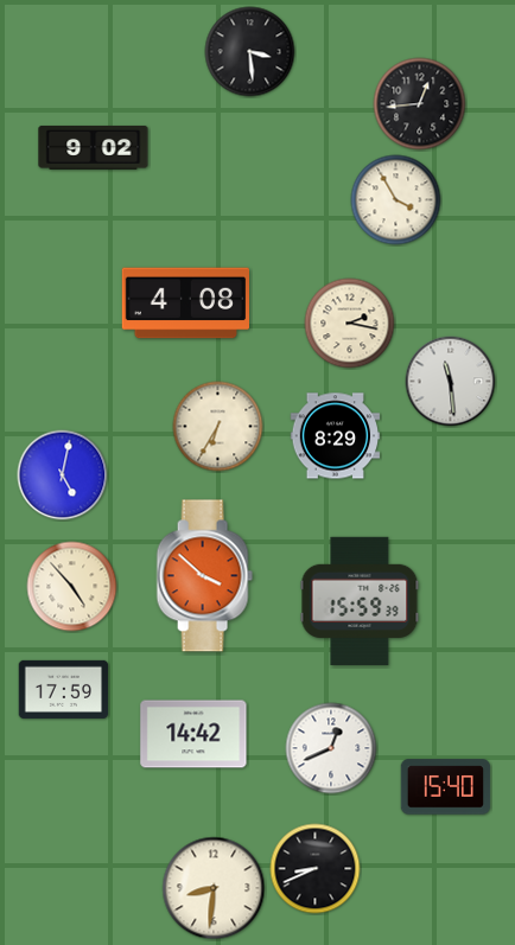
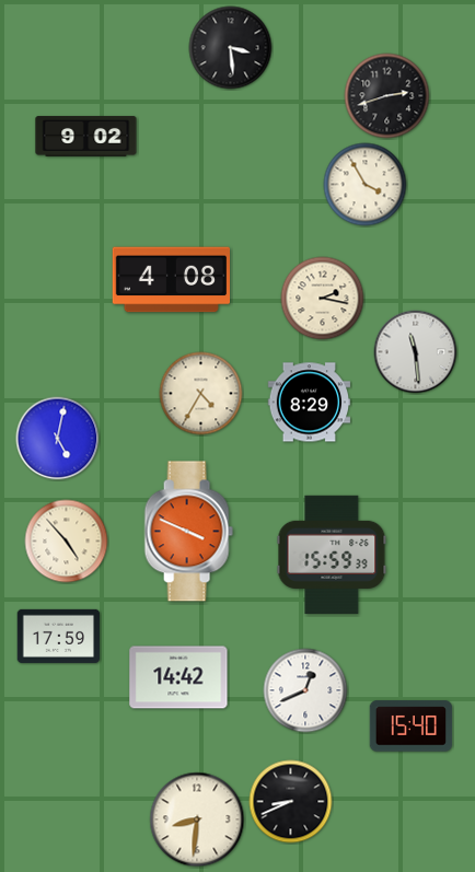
clock at (420, 104): 12:44 -> 2:42
clock at (218, 427): 6:35 -> 4:35
clock at (204, 576): 3:52 -> 3:49
